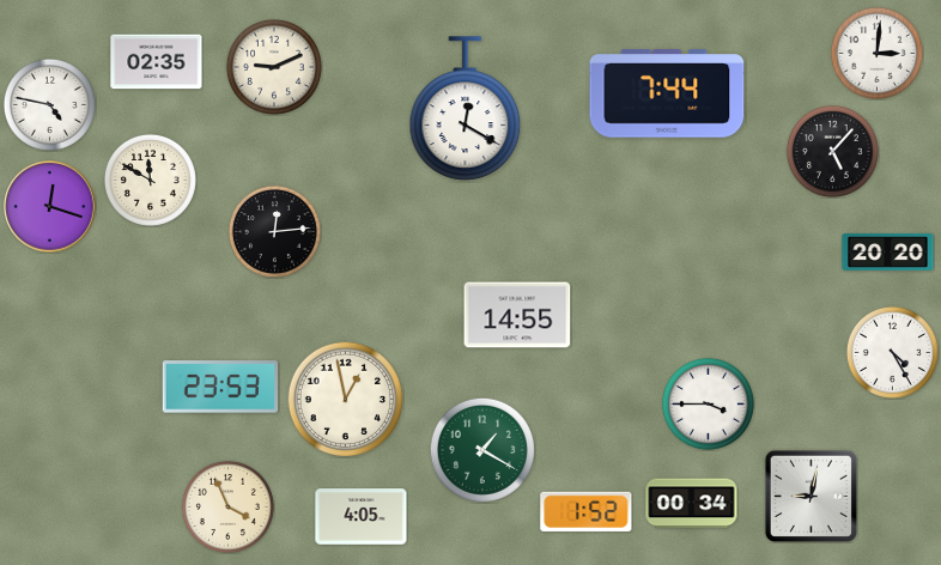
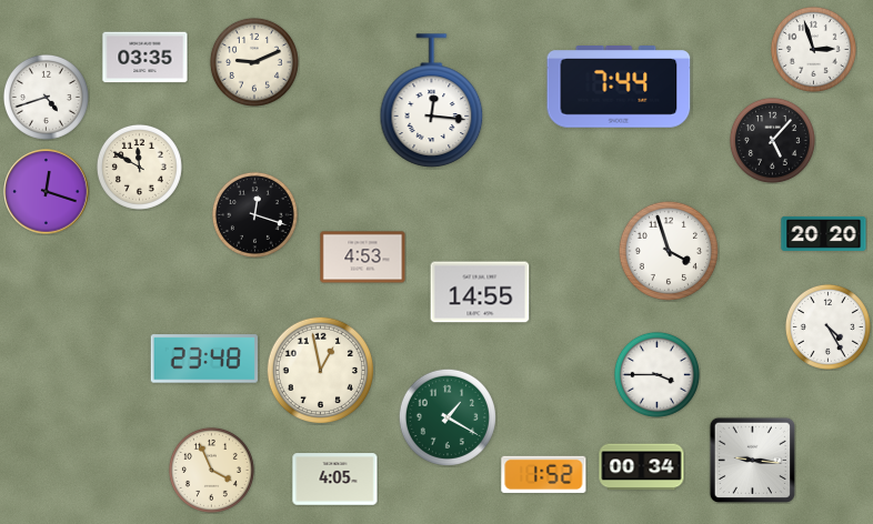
clock at (876, 53): 3:01 -> 2:57
clock at (157, 62): 02:35 -> 03:35
clock at (49, 104): 4:47 -> 4:42
clock at (466, 109): 12:20 -> 12:16
clock at (274, 231): 12:14 -> 12:18
clock at (669, 251): none -> 3:57
clock at (363, 258): none -> 4:53
clock at (219, 387): 23:53 -> 23:48
clock at (811, 496): 9:02 -> 9:16
